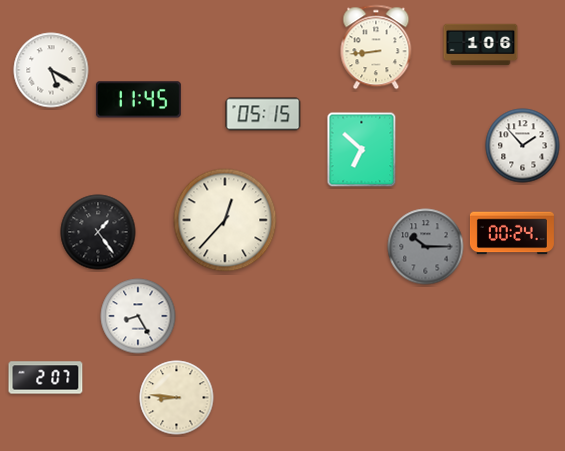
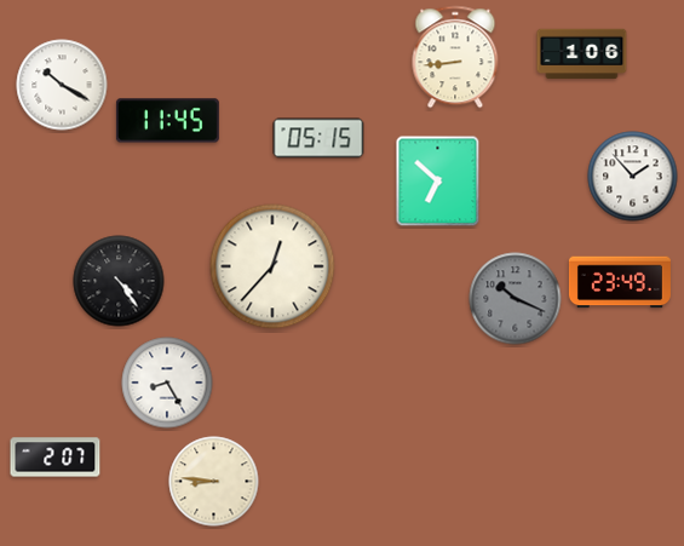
clock at (51, 70): 5:20 -> 10:20
clock at (98, 232): 1:24 -> 4:24
clock at (512, 233): 00:24 -> 23:49
clock at (426, 247): 10:15 -> 10:19
